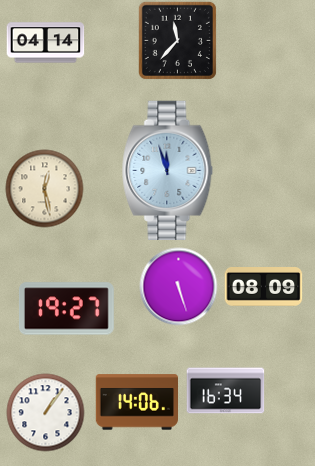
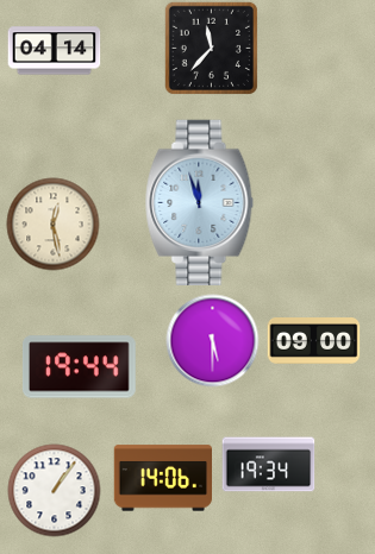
clock at (178, 286): 5:27 -> 5:30
clock at (263, 287): 08:09 -> 09:00
clock at (66, 309): 19:27 -> 19:44
clock at (225, 391): 16:34 -> 19:34
